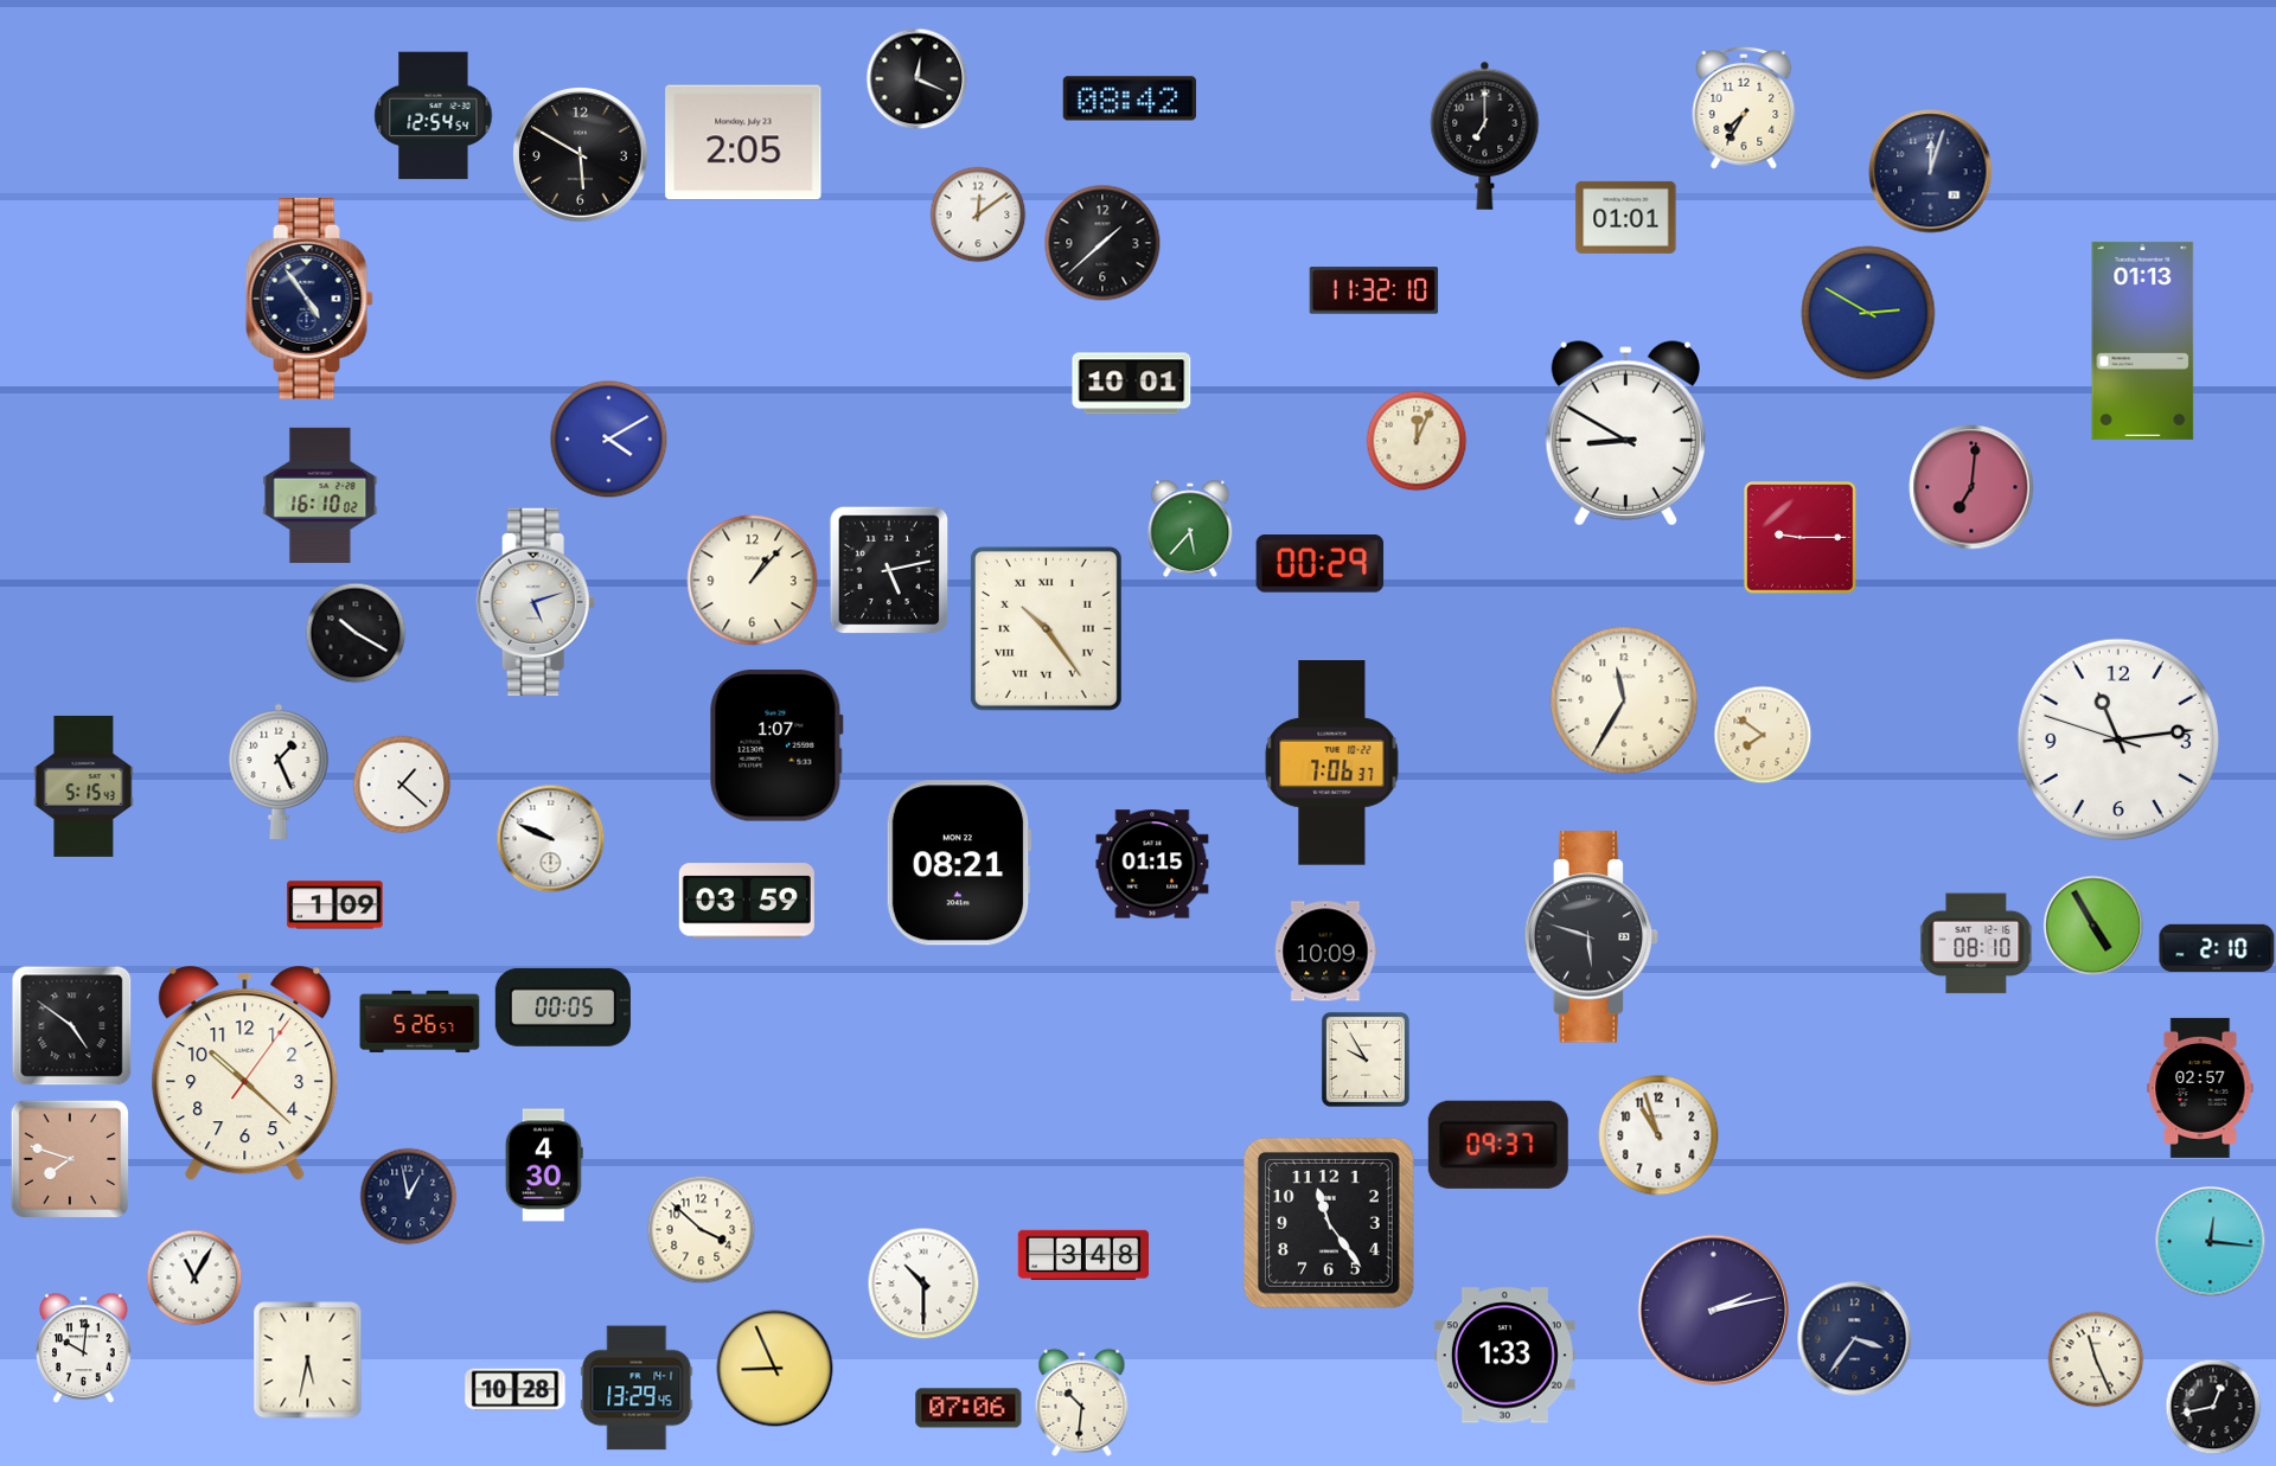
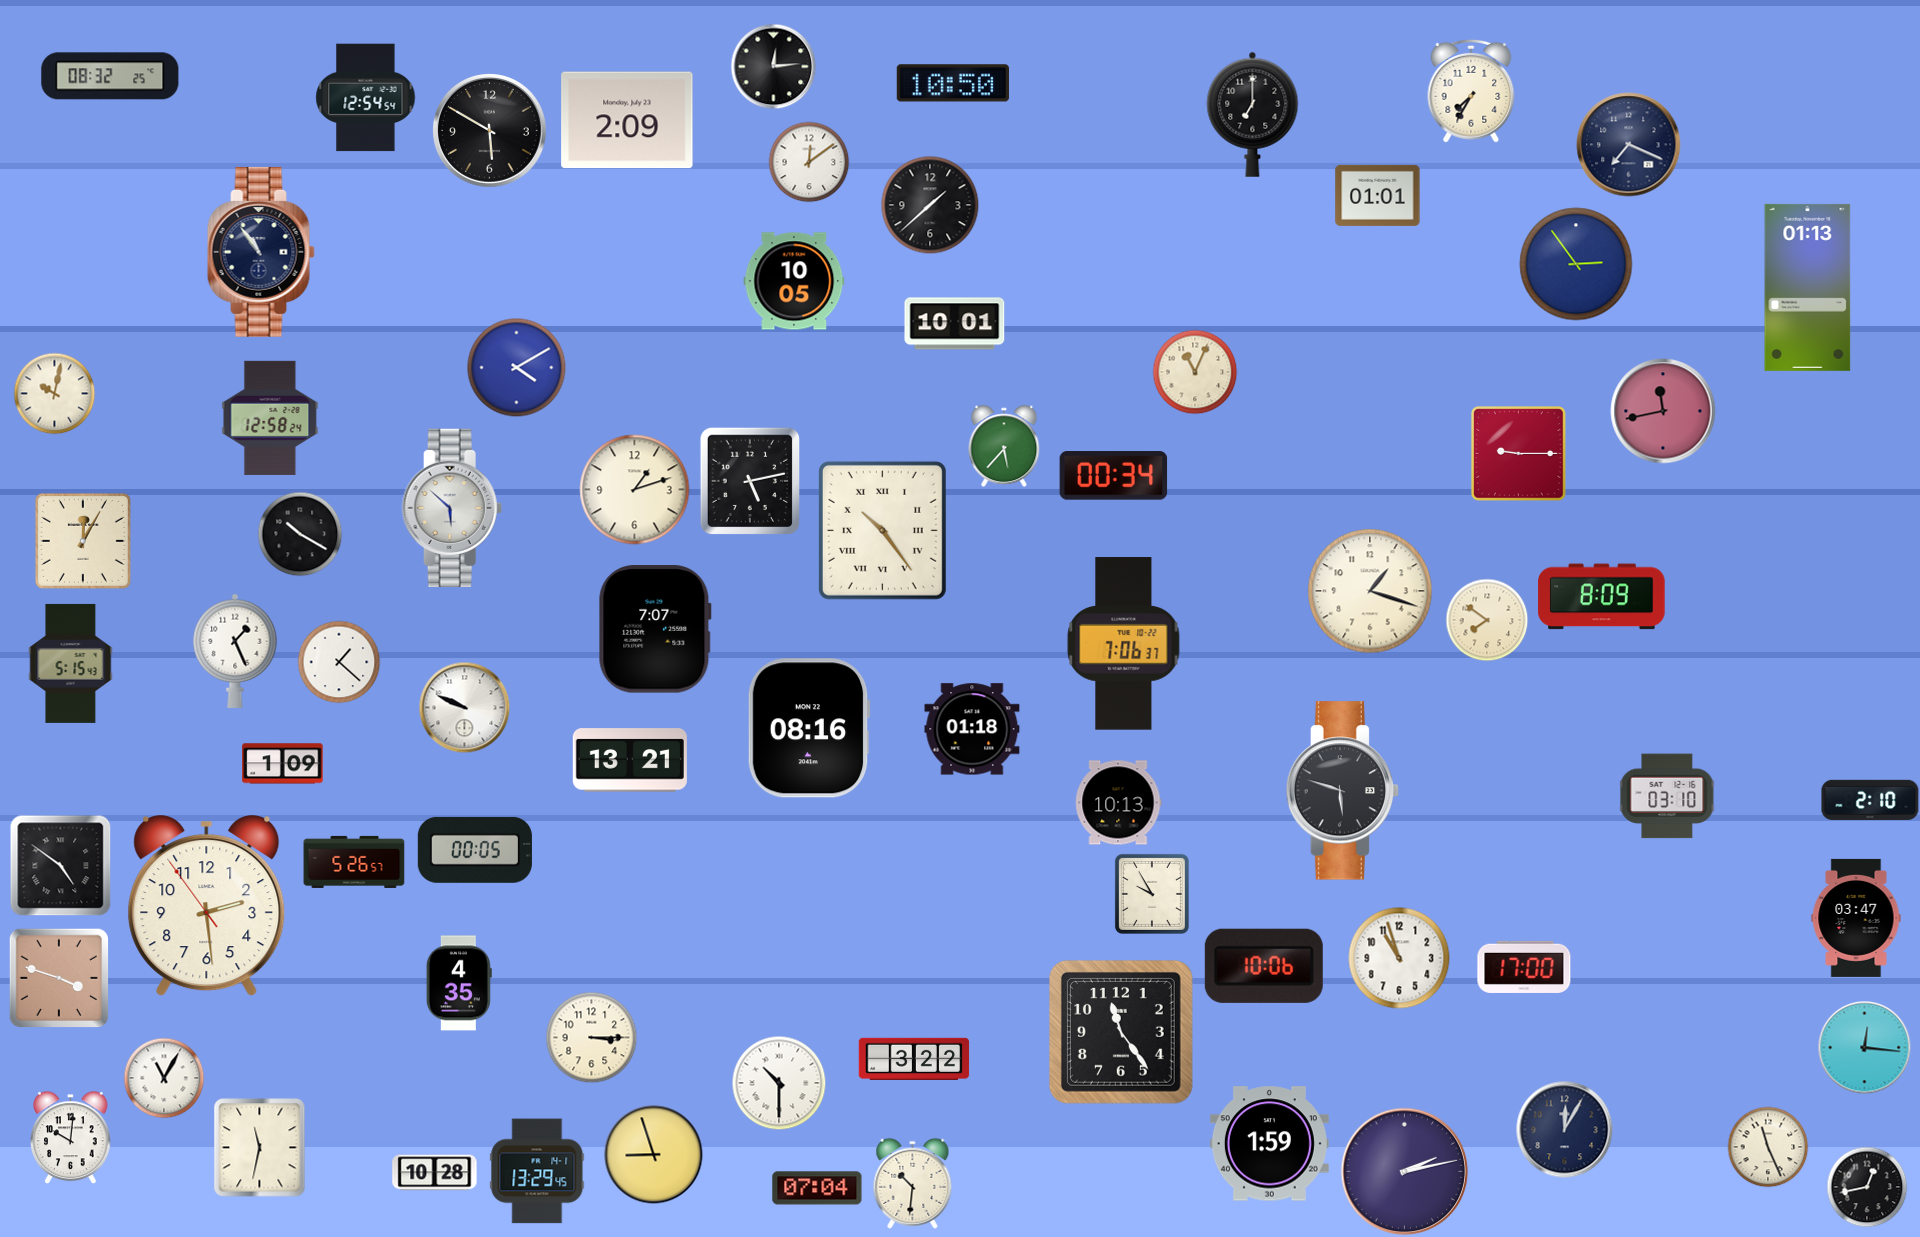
clock at (916, 78): 12:19 -> 12:14
clock at (110, 76): none -> 08:32
clock at (1130, 98): 08:42 -> 10:50
clock at (743, 142): 2:05 -> 2:09
clock at (1931, 172): 12:03 -> 7:19
clock at (978, 215) position: (978, 215) -> (809, 162)
clock at (1626, 217) position: (1626, 217) -> (1378, 195)
clock at (1374, 290): 11:32 -> none
clock at (309, 299): 4:54 -> 10:54
clock at (1868, 313): 2:50 -> 2:54
clock at (794, 281): none -> 10:05
clock at (1625, 434): 8:50 -> none
clock at (609, 440) position: (609, 440) -> (517, 368)
clock at (1417, 441): 12:04 -> 11:04
clock at (54, 393): none -> 10:02
clock at (1971, 487): 7:01 -> 11:43
clock at (320, 495): 16:10 -> 12:58
clock at (1321, 564): 00:29 -> 00:34
clock at (753, 581): 1:07 -> 1:12
clock at (536, 602): 5:12 -> 5:52
clock at (83, 541): none -> 12:05
clock at (1624, 700): 11:35 -> 1:18
clock at (1602, 597): none -> 8:09
clock at (2118, 740): 11:13 -> none
clock at (776, 745): 1:07 -> 7:07
clock at (959, 863): 08:21 -> 08:16
clock at (1152, 864): 01:15 -> 01:18
clock at (747, 901): 03:59 -> 13:21
clock at (2093, 926): 4:55 -> none
clock at (1976, 943): 08:10 -> 03:10
clock at (1325, 952): 10:09 -> 10:13
clock at (245, 1074): 10:22 -> 2:28
clock at (2200, 1088): 02:57 -> 03:47
clock at (1498, 1145): 09:37 -> 10:06
clock at (1524, 967): none -> 17:00
clock at (69, 1158): 7:48 -> 3:48
clock at (544, 1165): 4:30 -> 4:35
clock at (408, 1196): 12:58 -> none
clock at (701, 1229): 3:52 -> 3:15
clock at (1083, 1255): 3:48 -> 3:22
clock at (1714, 1311) position: (1714, 1311) -> (1405, 1172)
clock at (1855, 1339): 3:36 -> 12:05
clock at (1504, 1356): 1:33 -> 1:59
clock at (308, 1361): 5:32 -> 11:32
clock at (775, 1369): 8:56 -> 8:57
clock at (968, 1408): 07:06 -> 07:04
